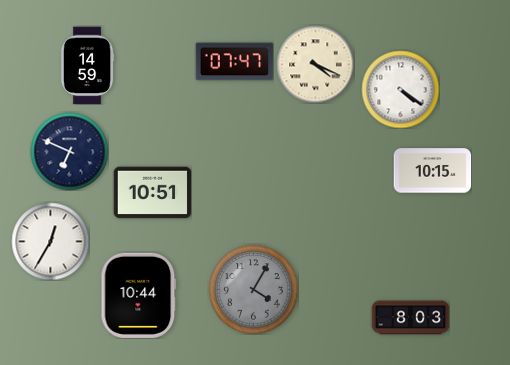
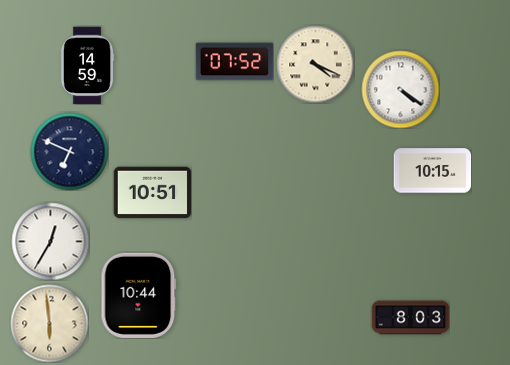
clock at (234, 62): 07:47 -> 07:52
clock at (253, 289): 4:05 -> none
clock at (49, 323): none -> 5:59
